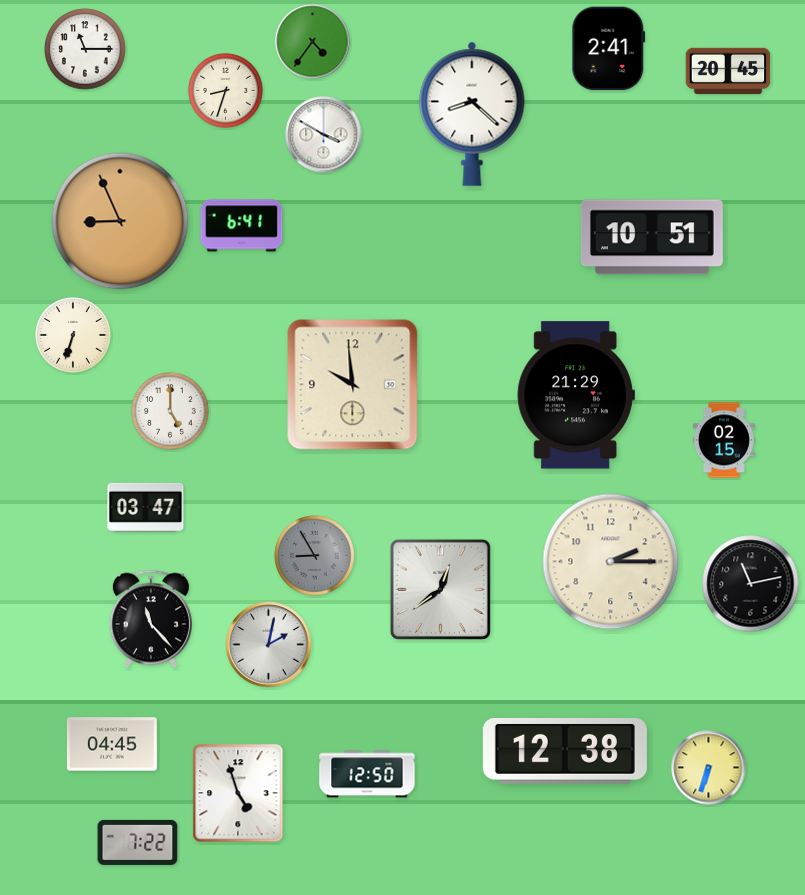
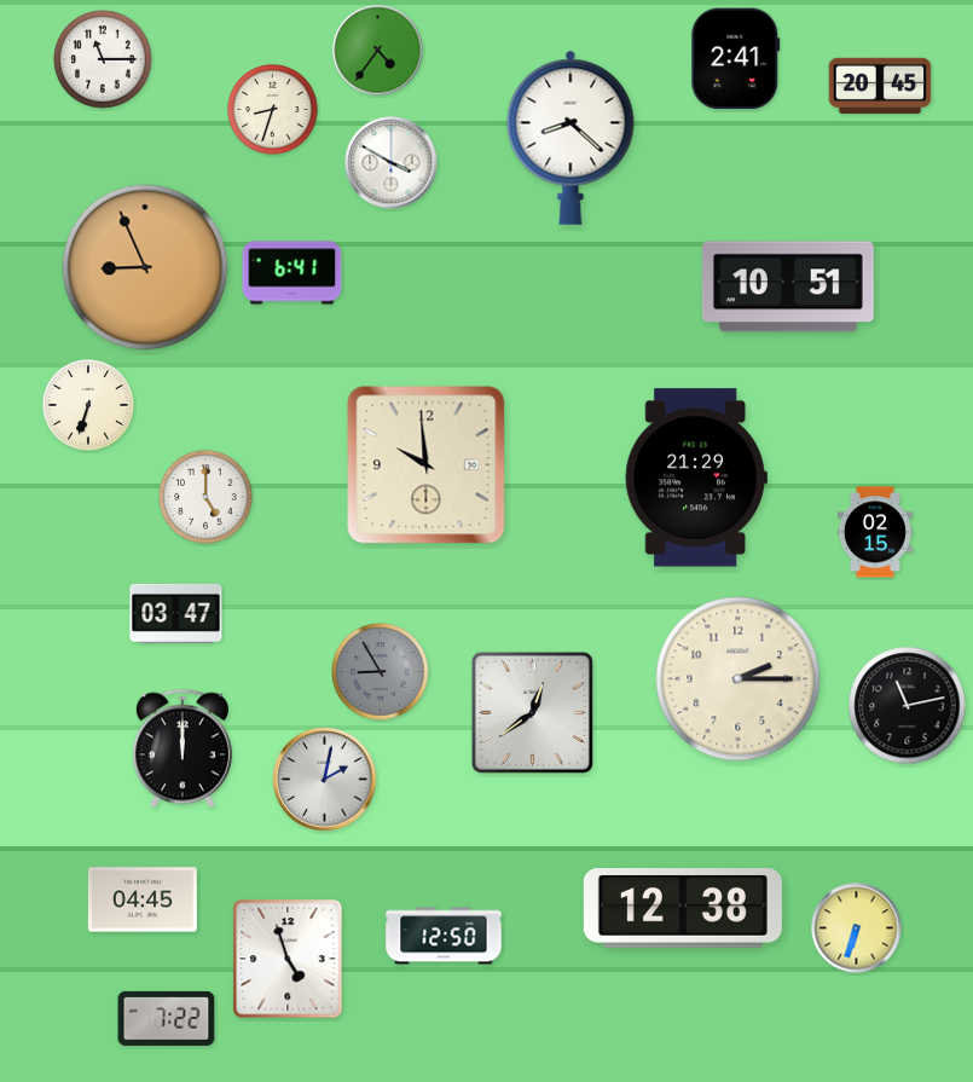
clock at (151, 619): 11:23 -> 12:00
clock at (112, 744) position: (112, 744) -> (143, 899)
